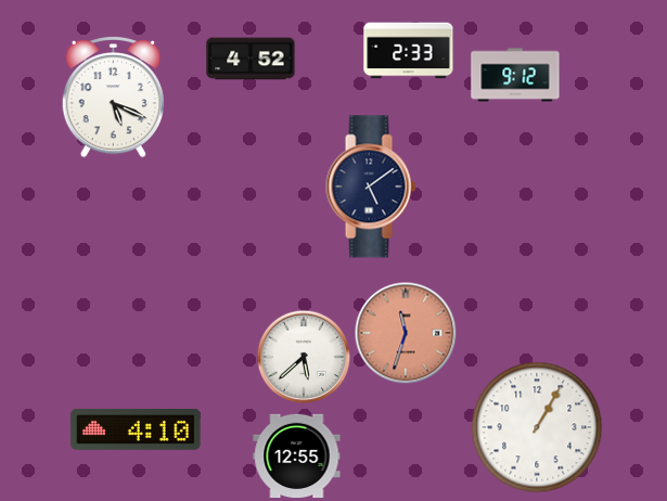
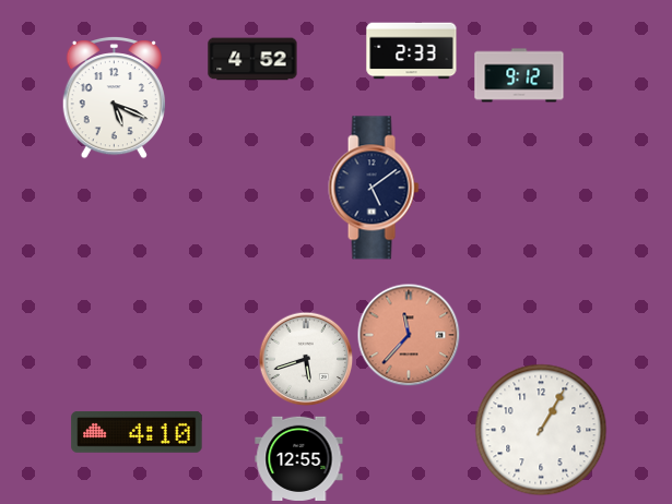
clock at (406, 333): 11:33 -> 11:37
clock at (304, 357): 5:38 -> 5:42
